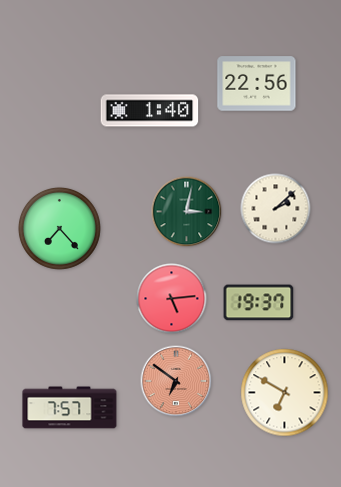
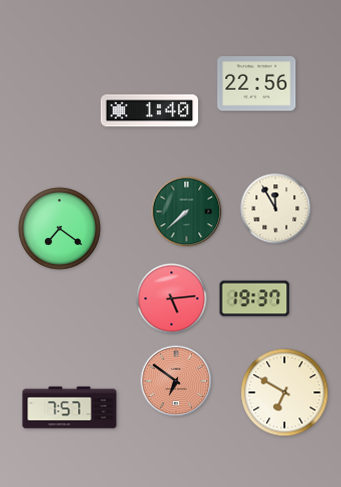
clock at (276, 209): 2:08 -> 11:55
clock at (187, 212): 3:02 -> 7:38
clock at (59, 228): 7:23 -> 7:21
clock at (259, 303) position: (259, 303) -> (255, 299)
